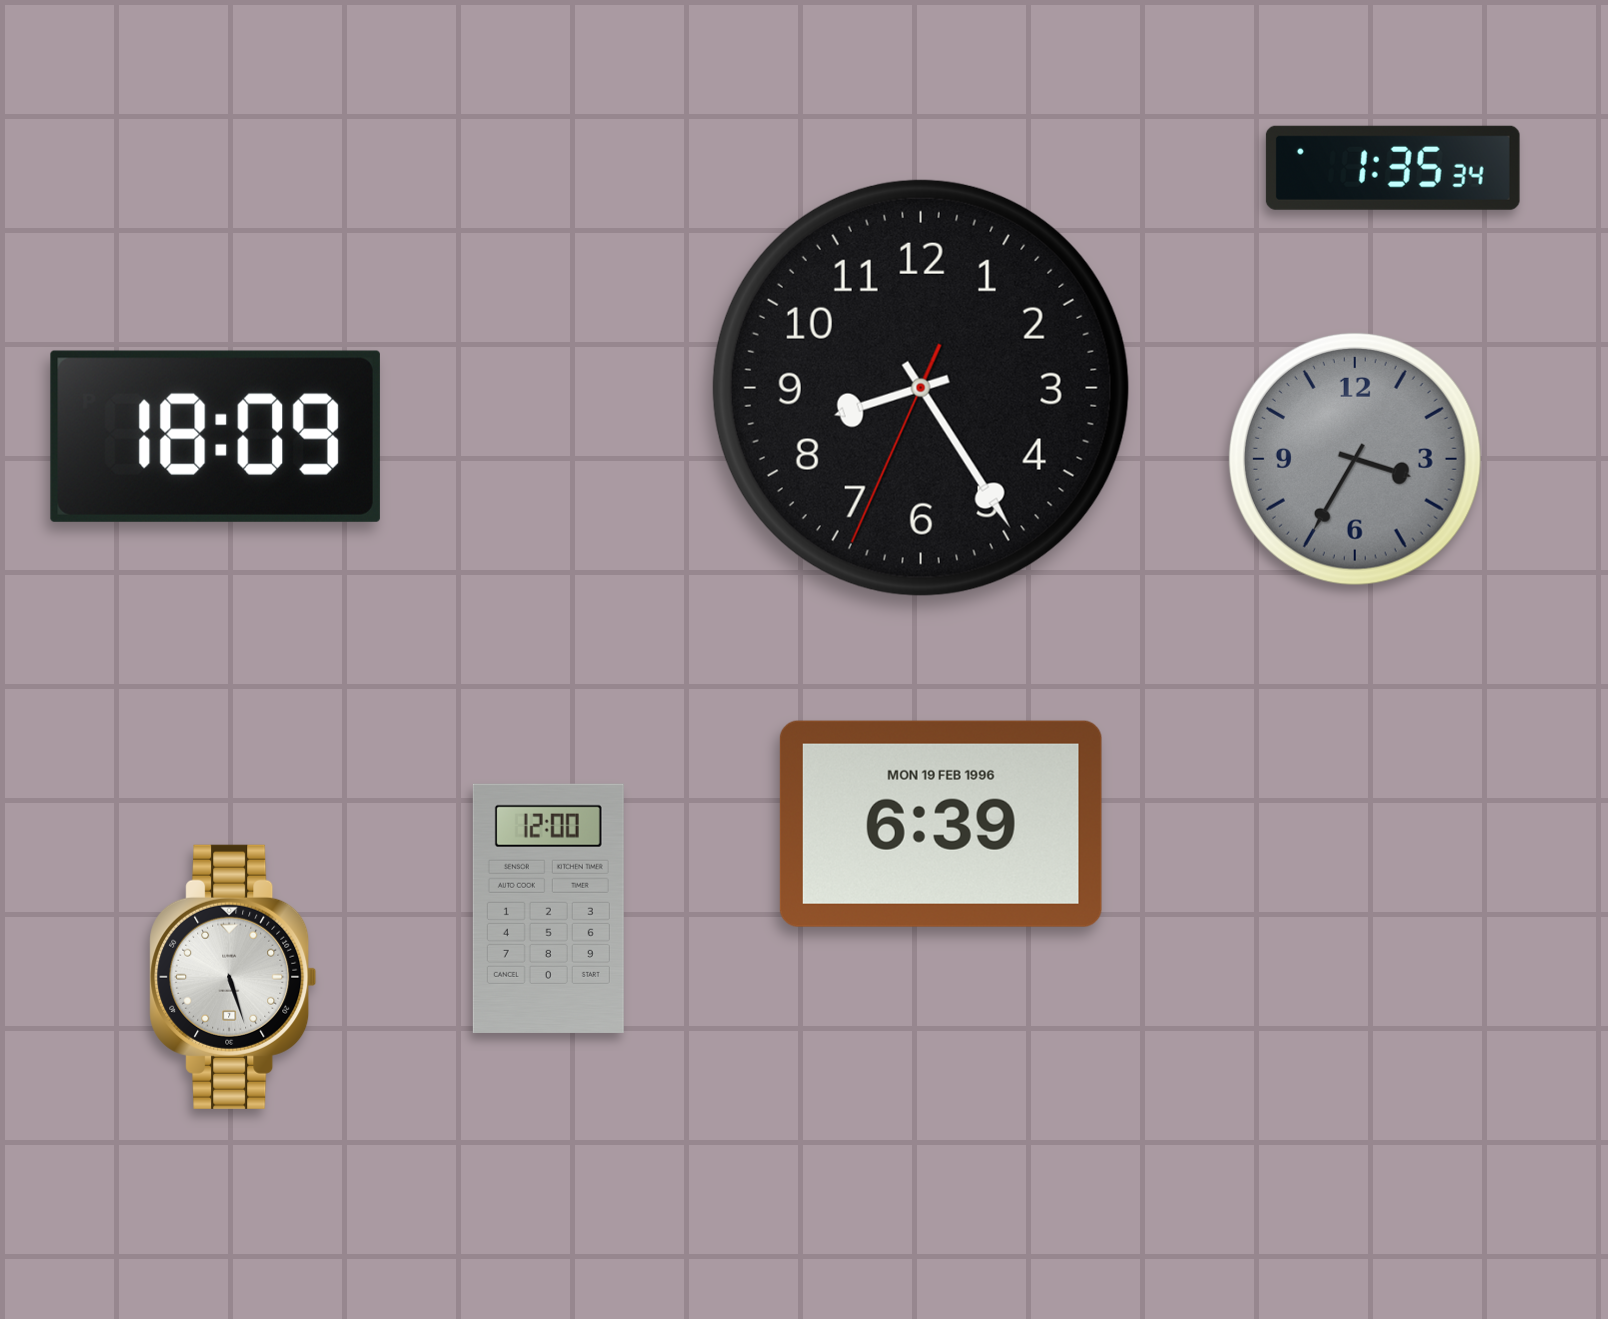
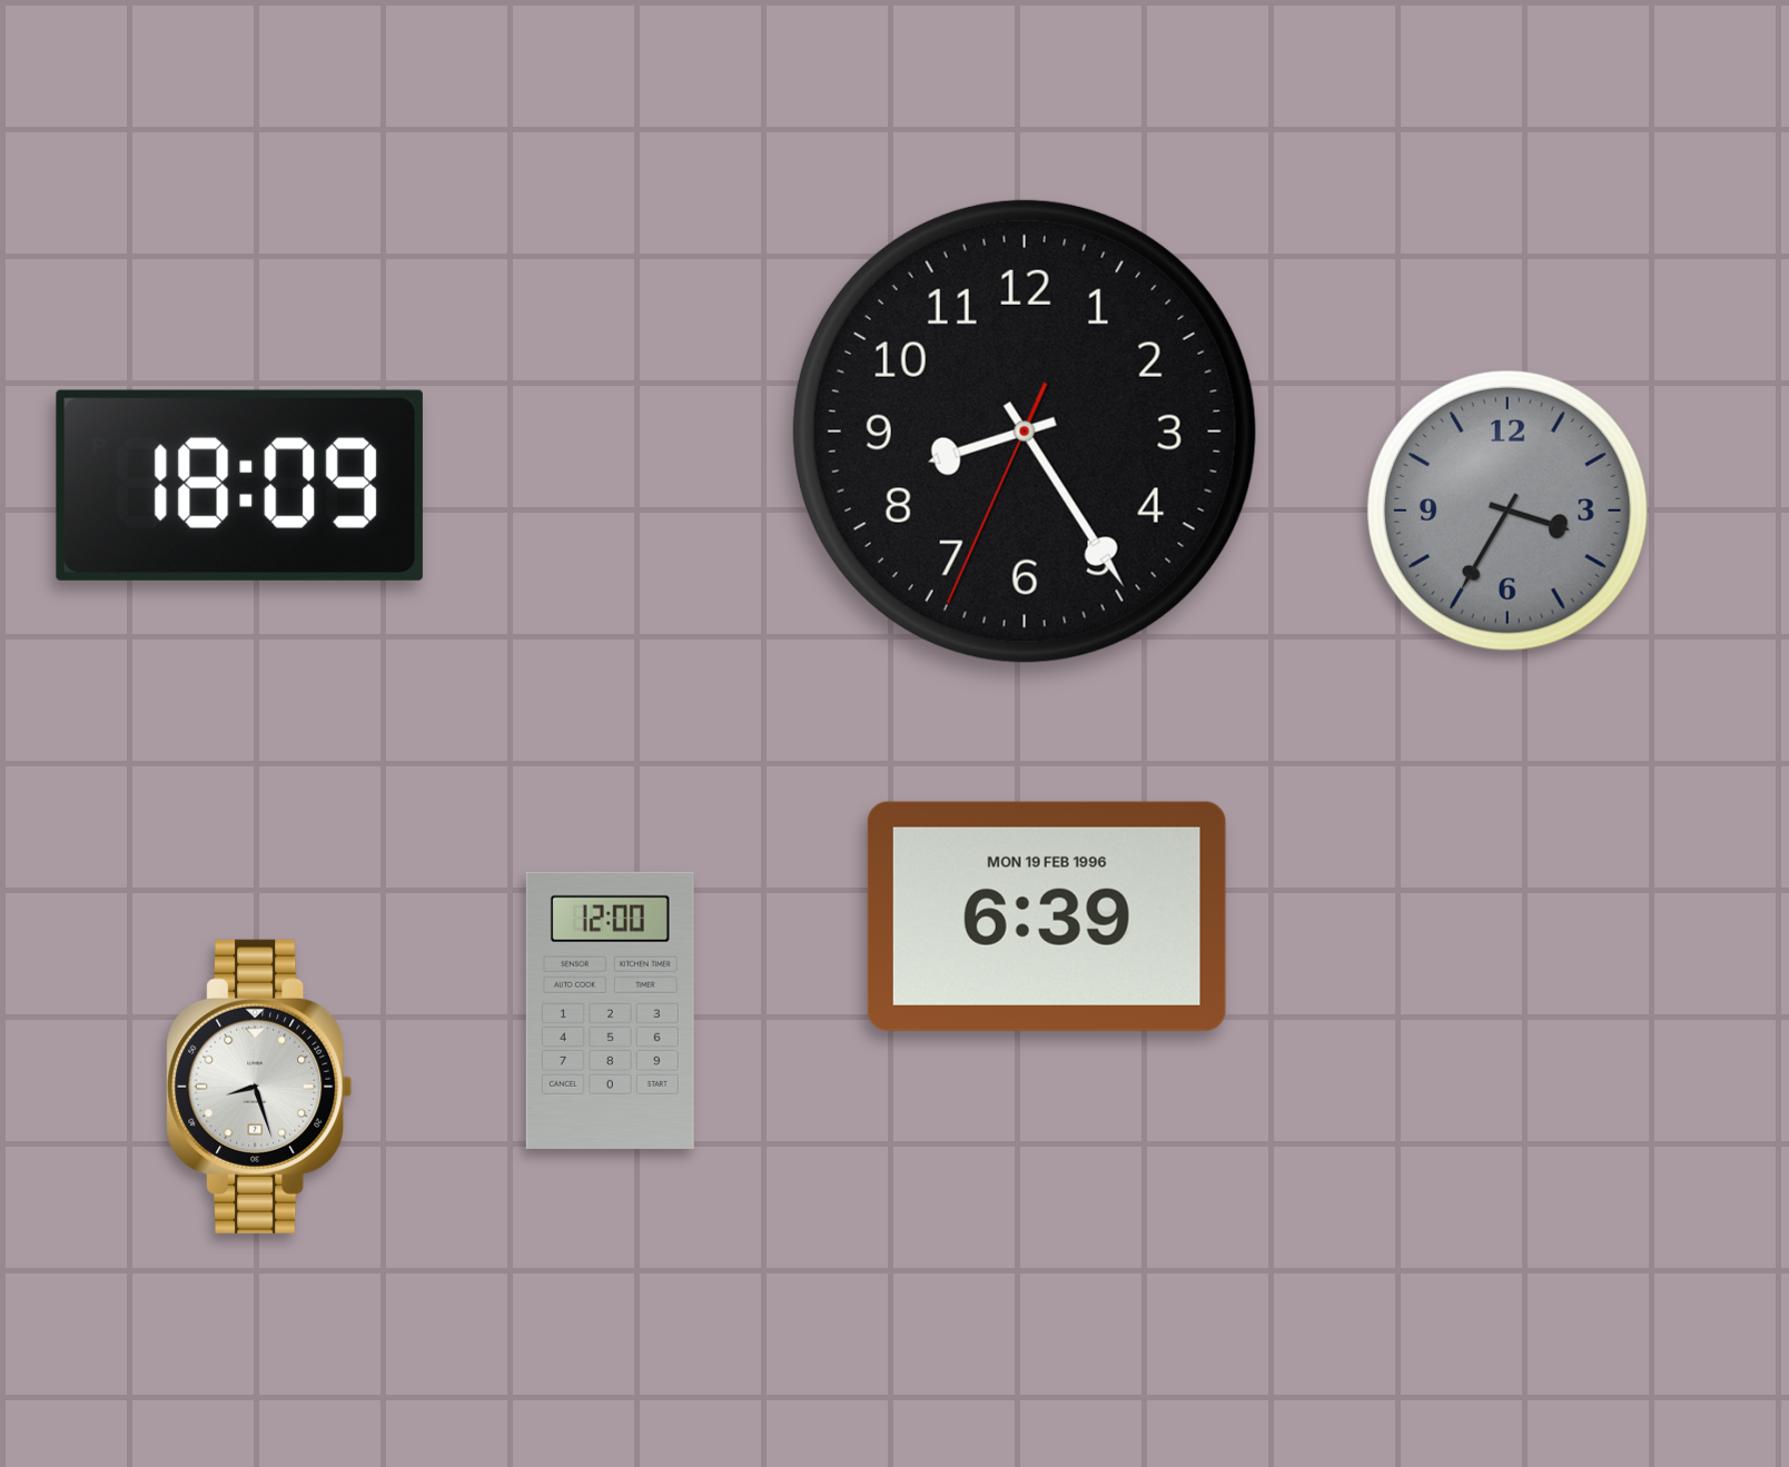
clock at (1393, 168): 1:35 -> none
clock at (233, 977): 5:27 -> 8:27
